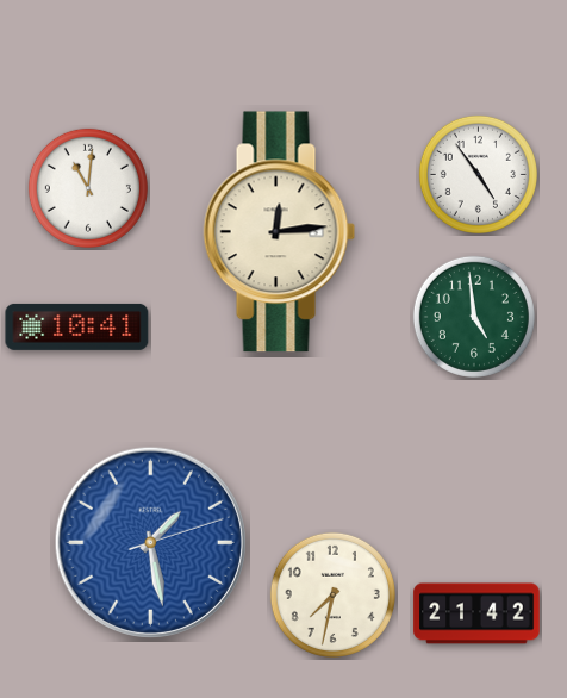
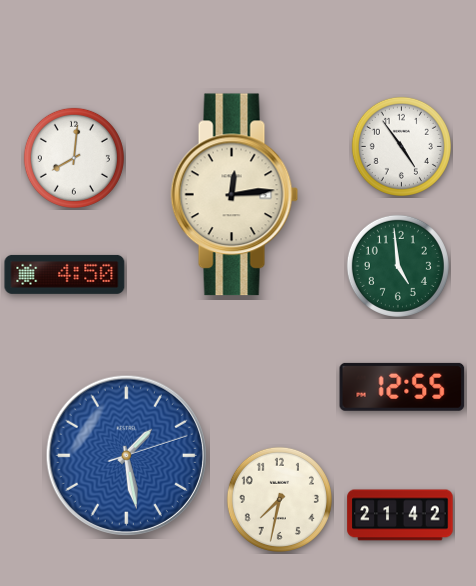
clock at (88, 188): 11:01 -> 8:01
clock at (77, 326): 10:41 -> 4:50
clock at (402, 387): none -> 12:55
